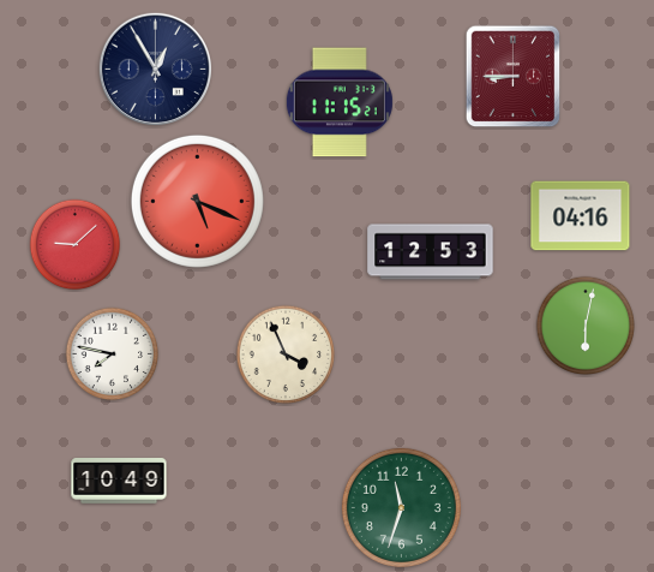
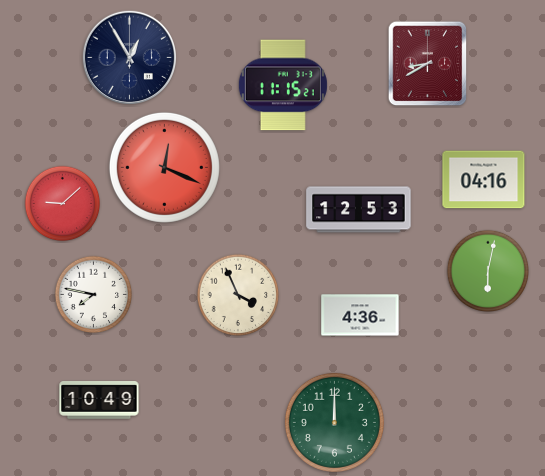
clock at (514, 77): 8:45 -> 8:40
clock at (197, 201): 5:19 -> 12:19
clock at (360, 315): none -> 4:36
clock at (401, 507): 11:33 -> 12:00
